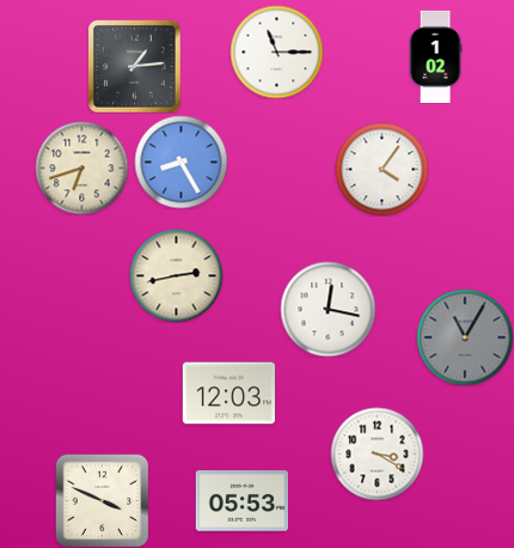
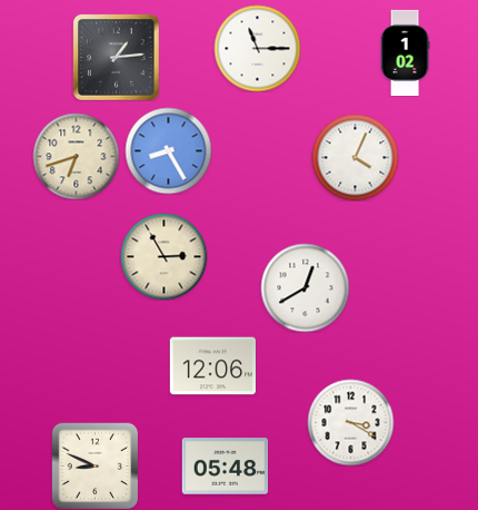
clock at (134, 66) position: (134, 66) -> (116, 57)
clock at (381, 169): 4:06 -> 4:04
clock at (176, 275): 2:43 -> 2:55
clock at (328, 309): 12:17 -> 12:40
clock at (465, 337): 11:05 -> none
clock at (228, 394): 12:03 -> 12:06
clock at (102, 500): 3:49 -> 8:49
clock at (241, 501): 05:53 -> 05:48
